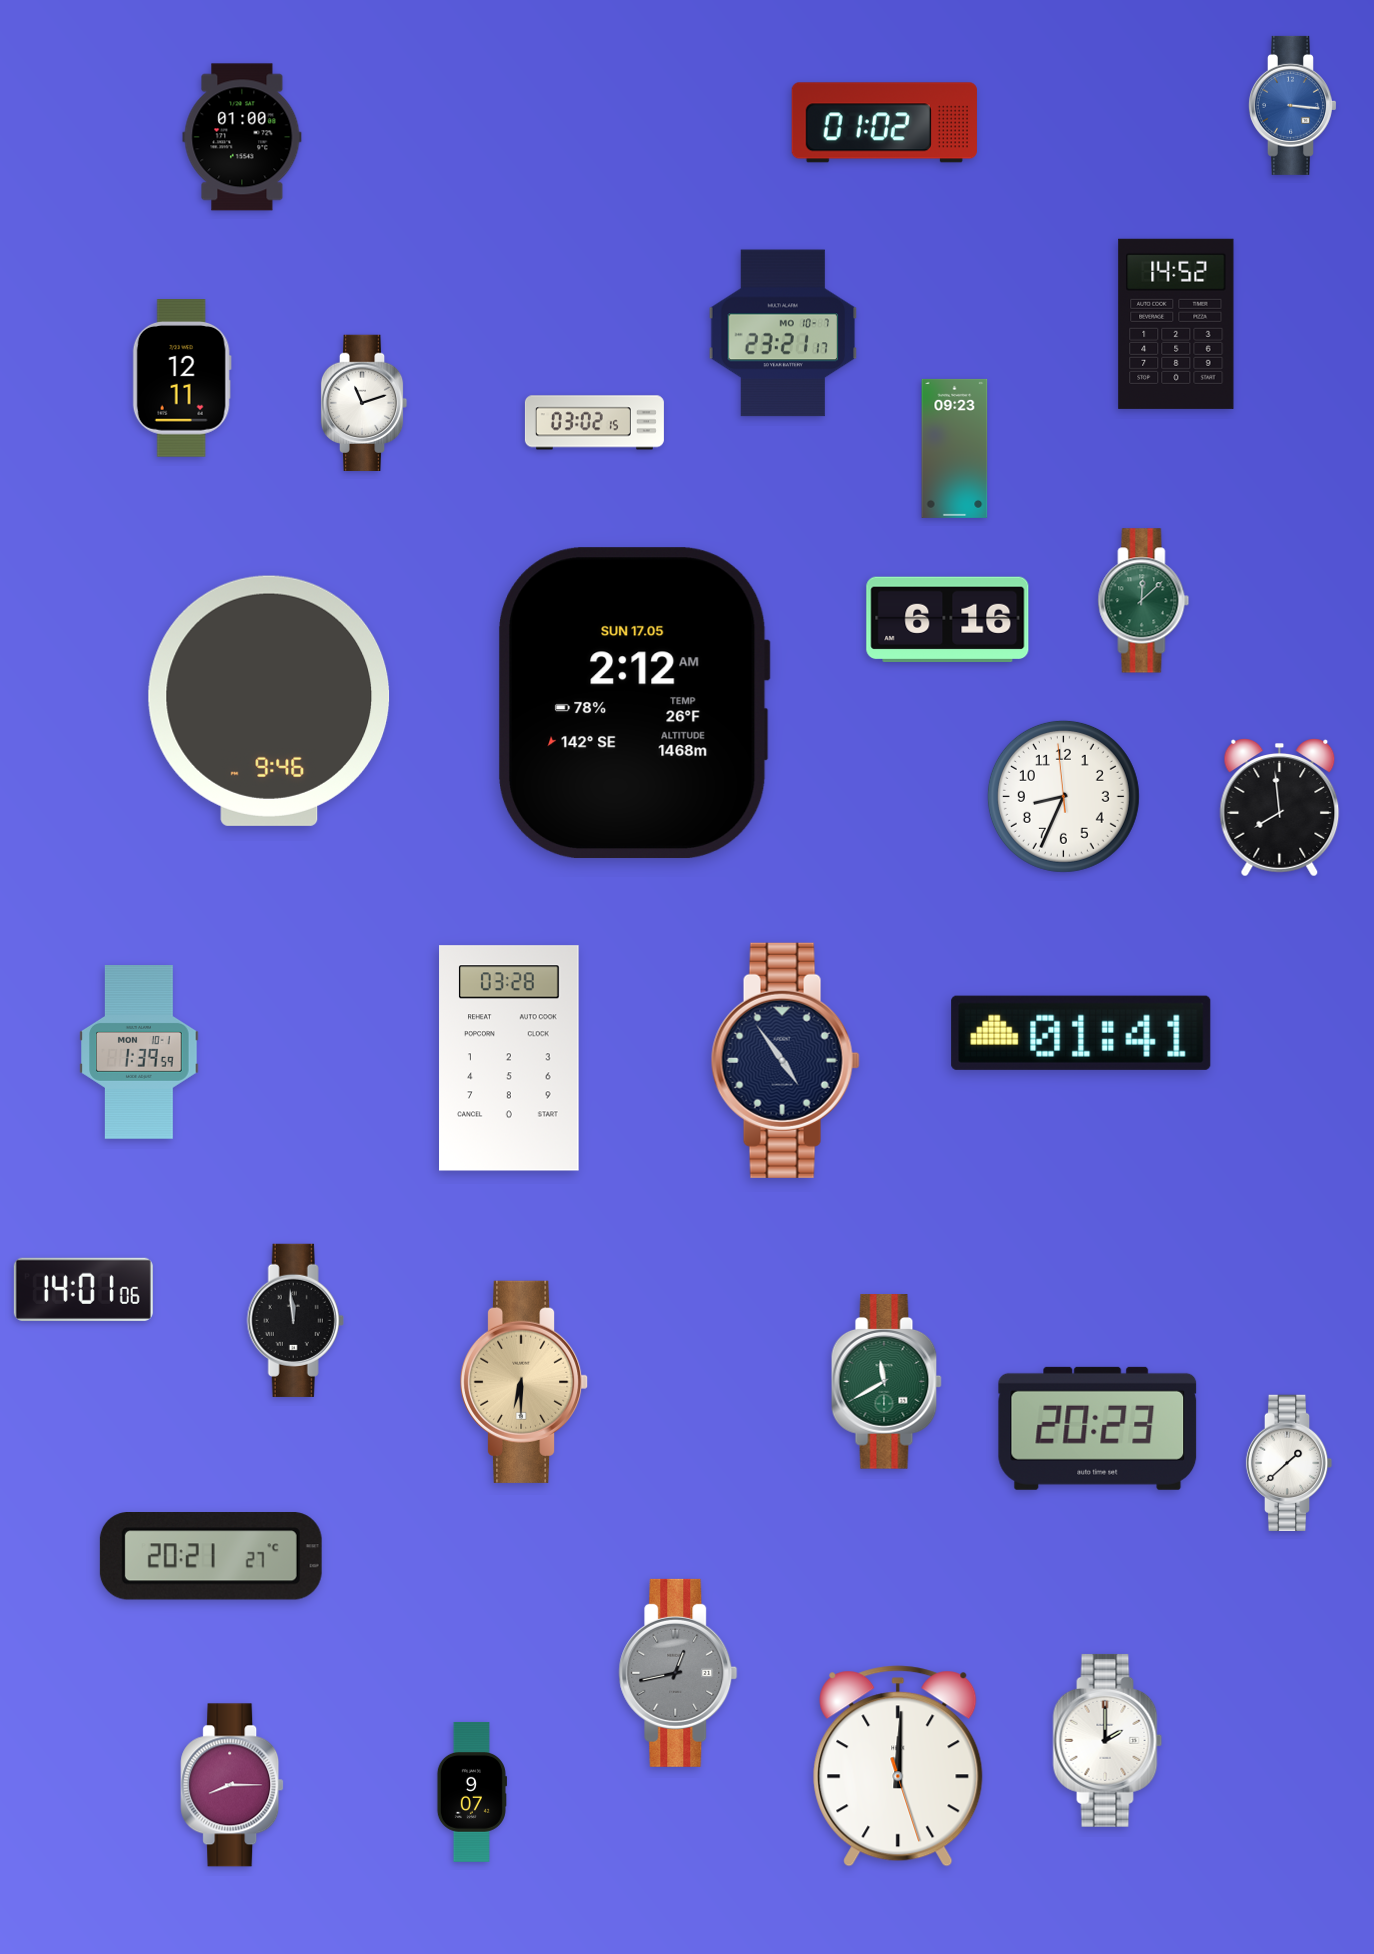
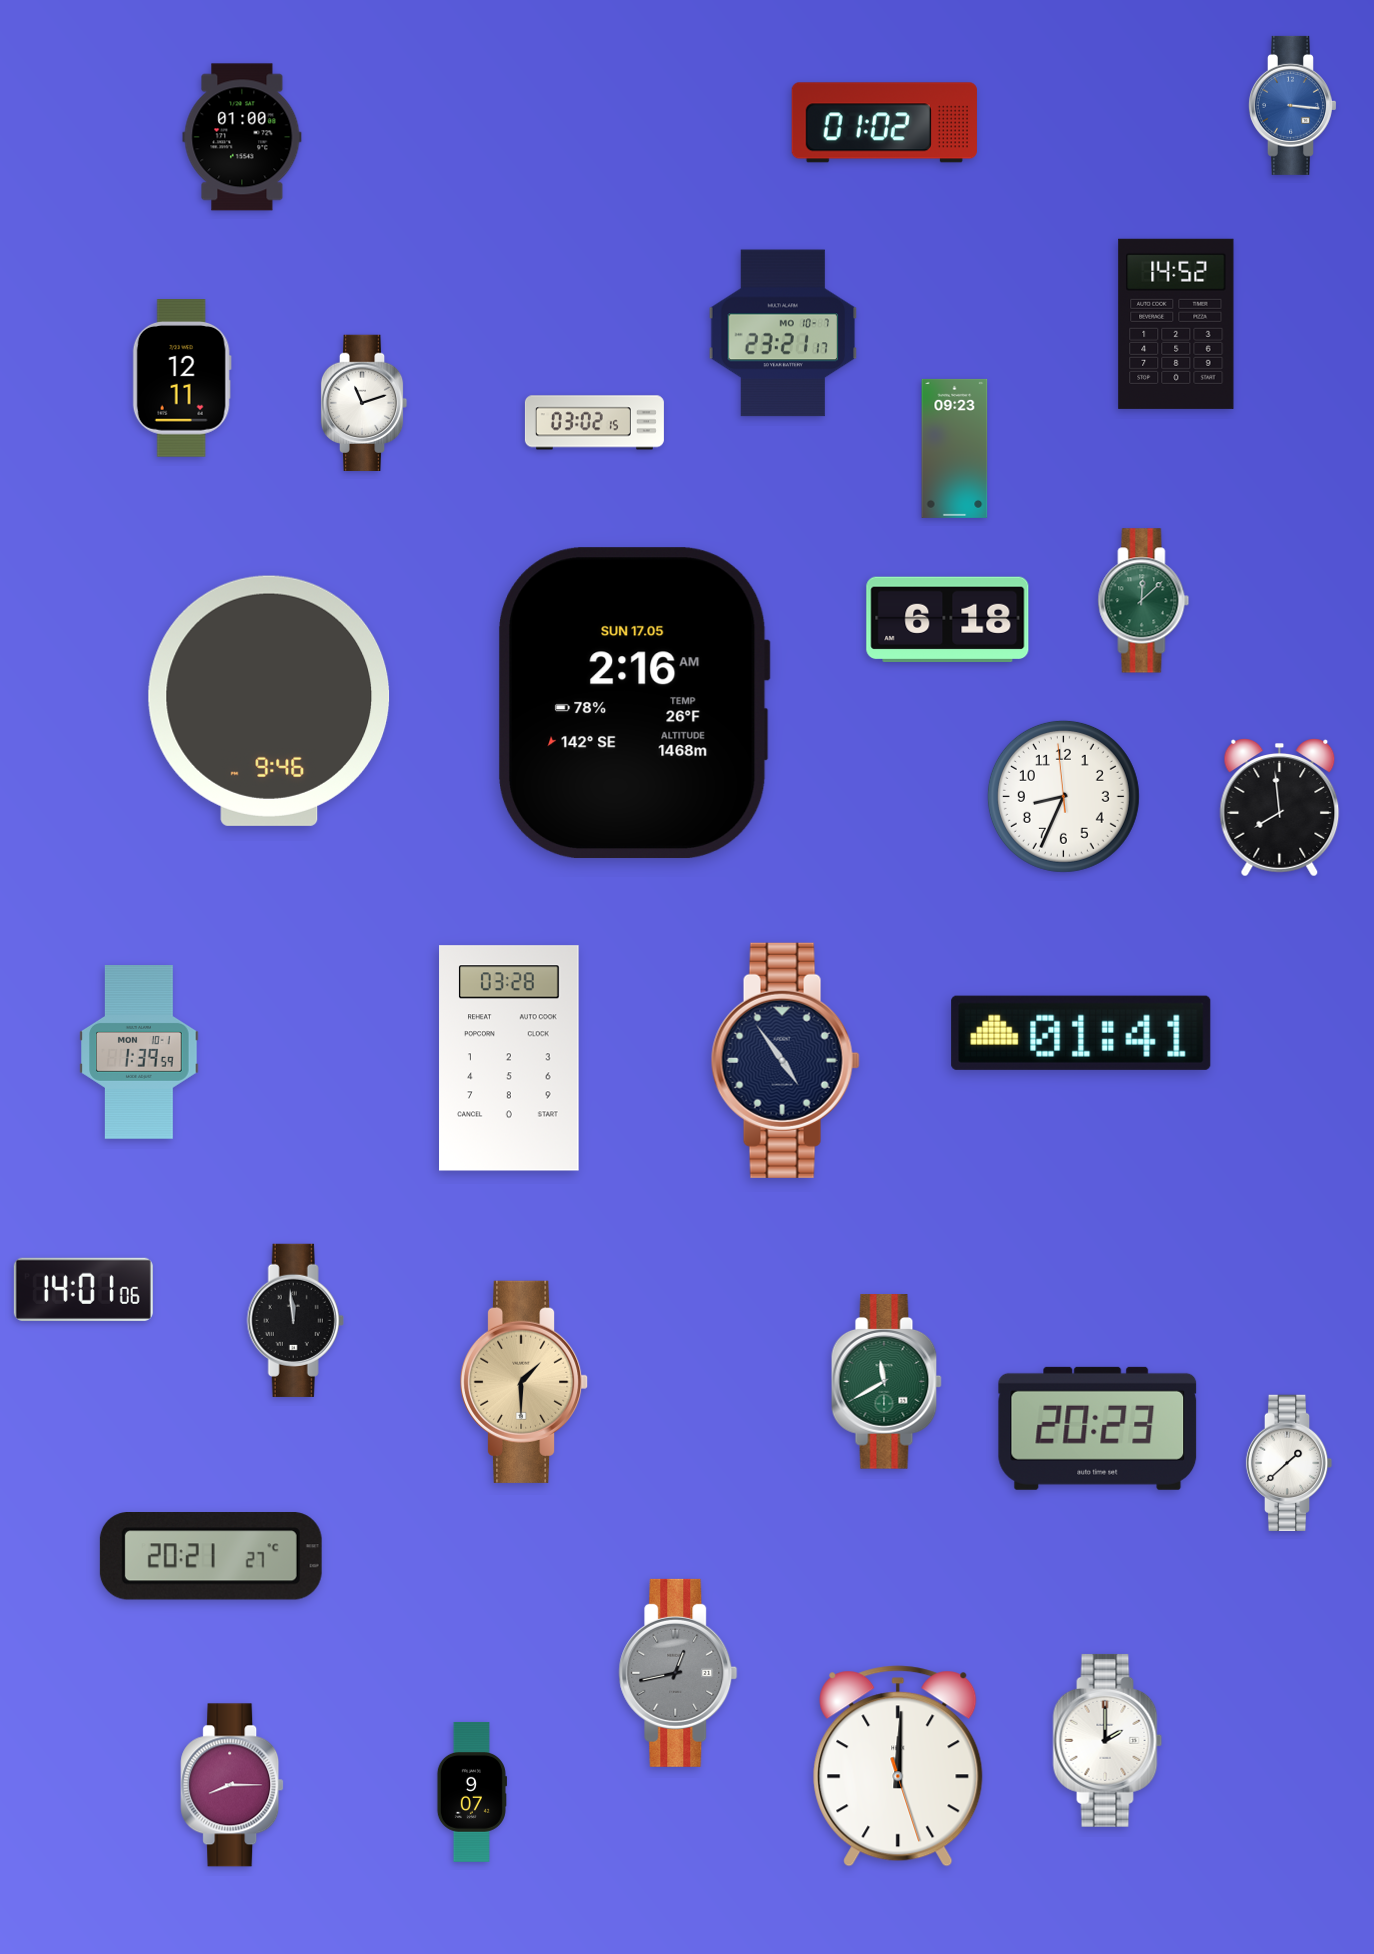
clock at (948, 620): 6:16 -> 6:18
clock at (634, 703): 2:12 -> 2:16
clock at (524, 1382): 6:30 -> 1:30
